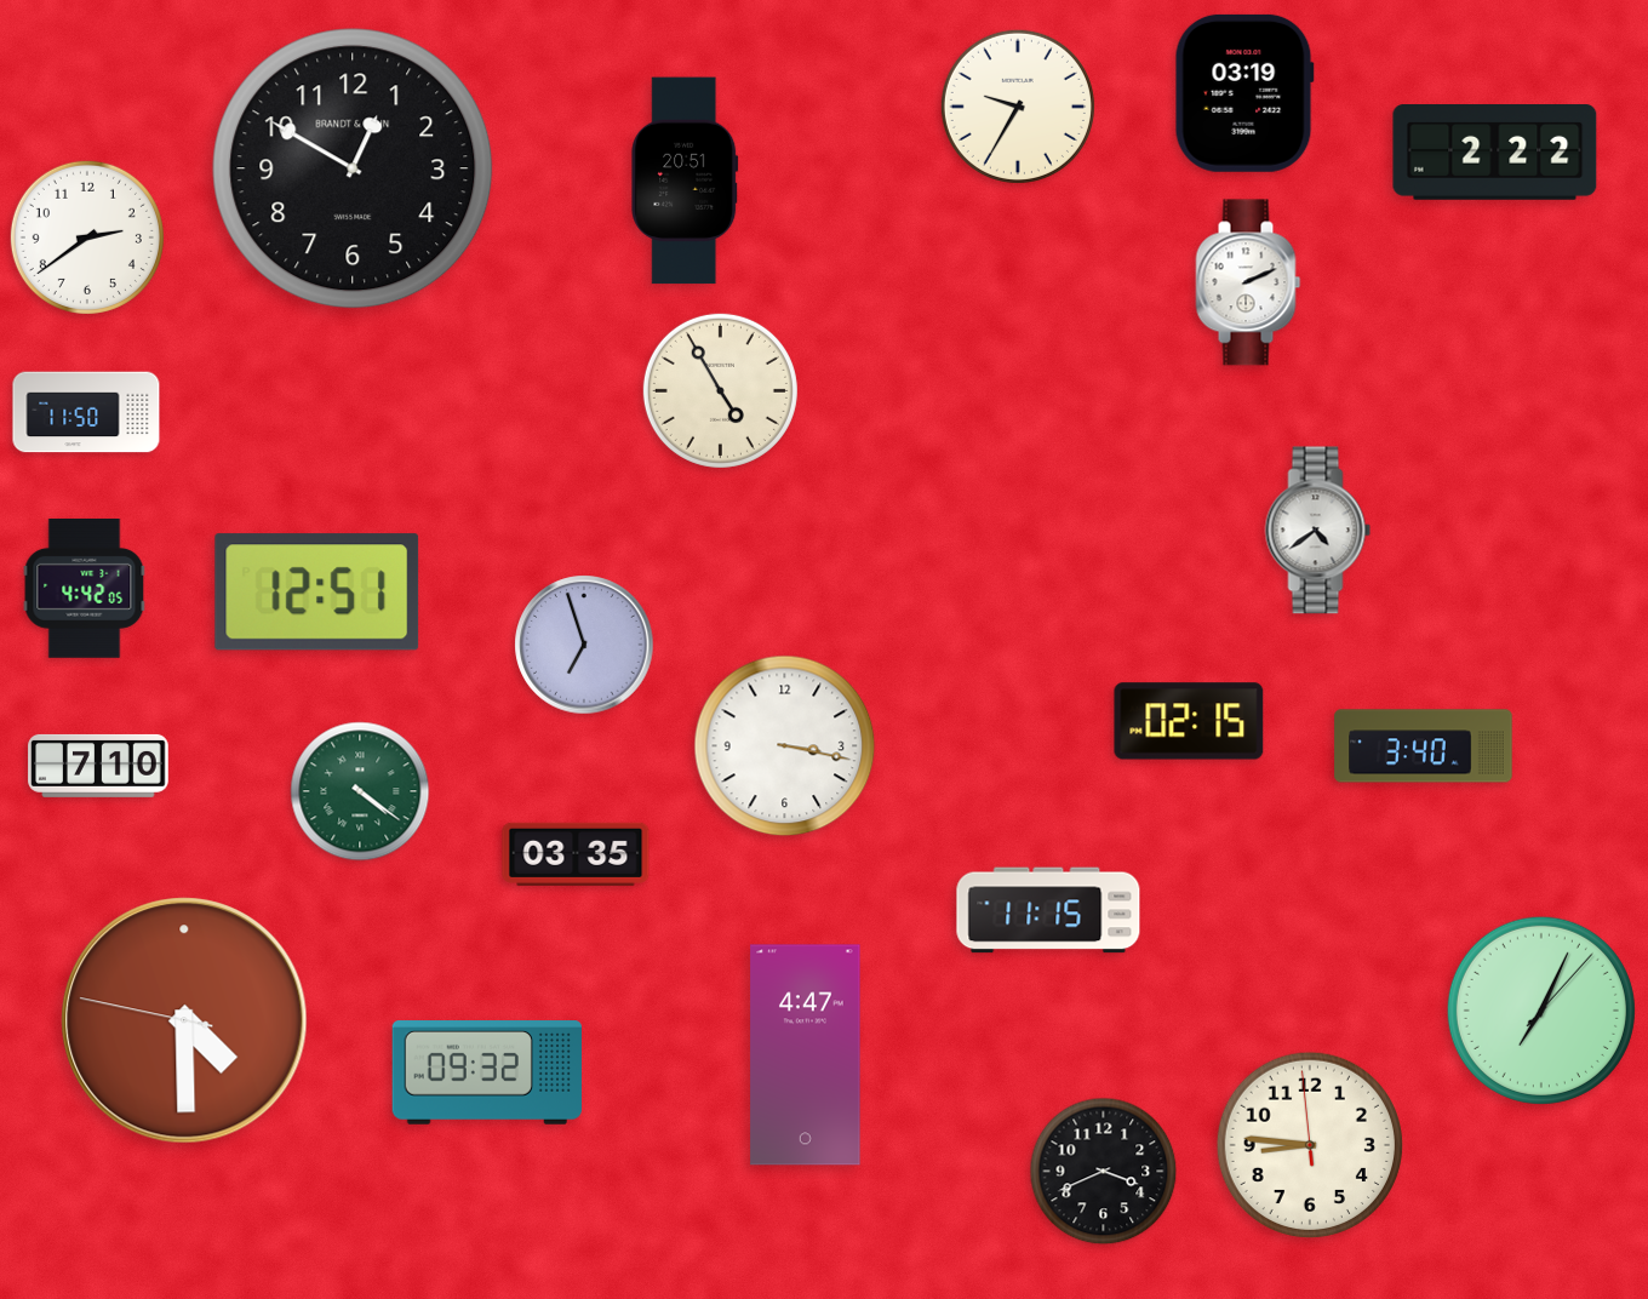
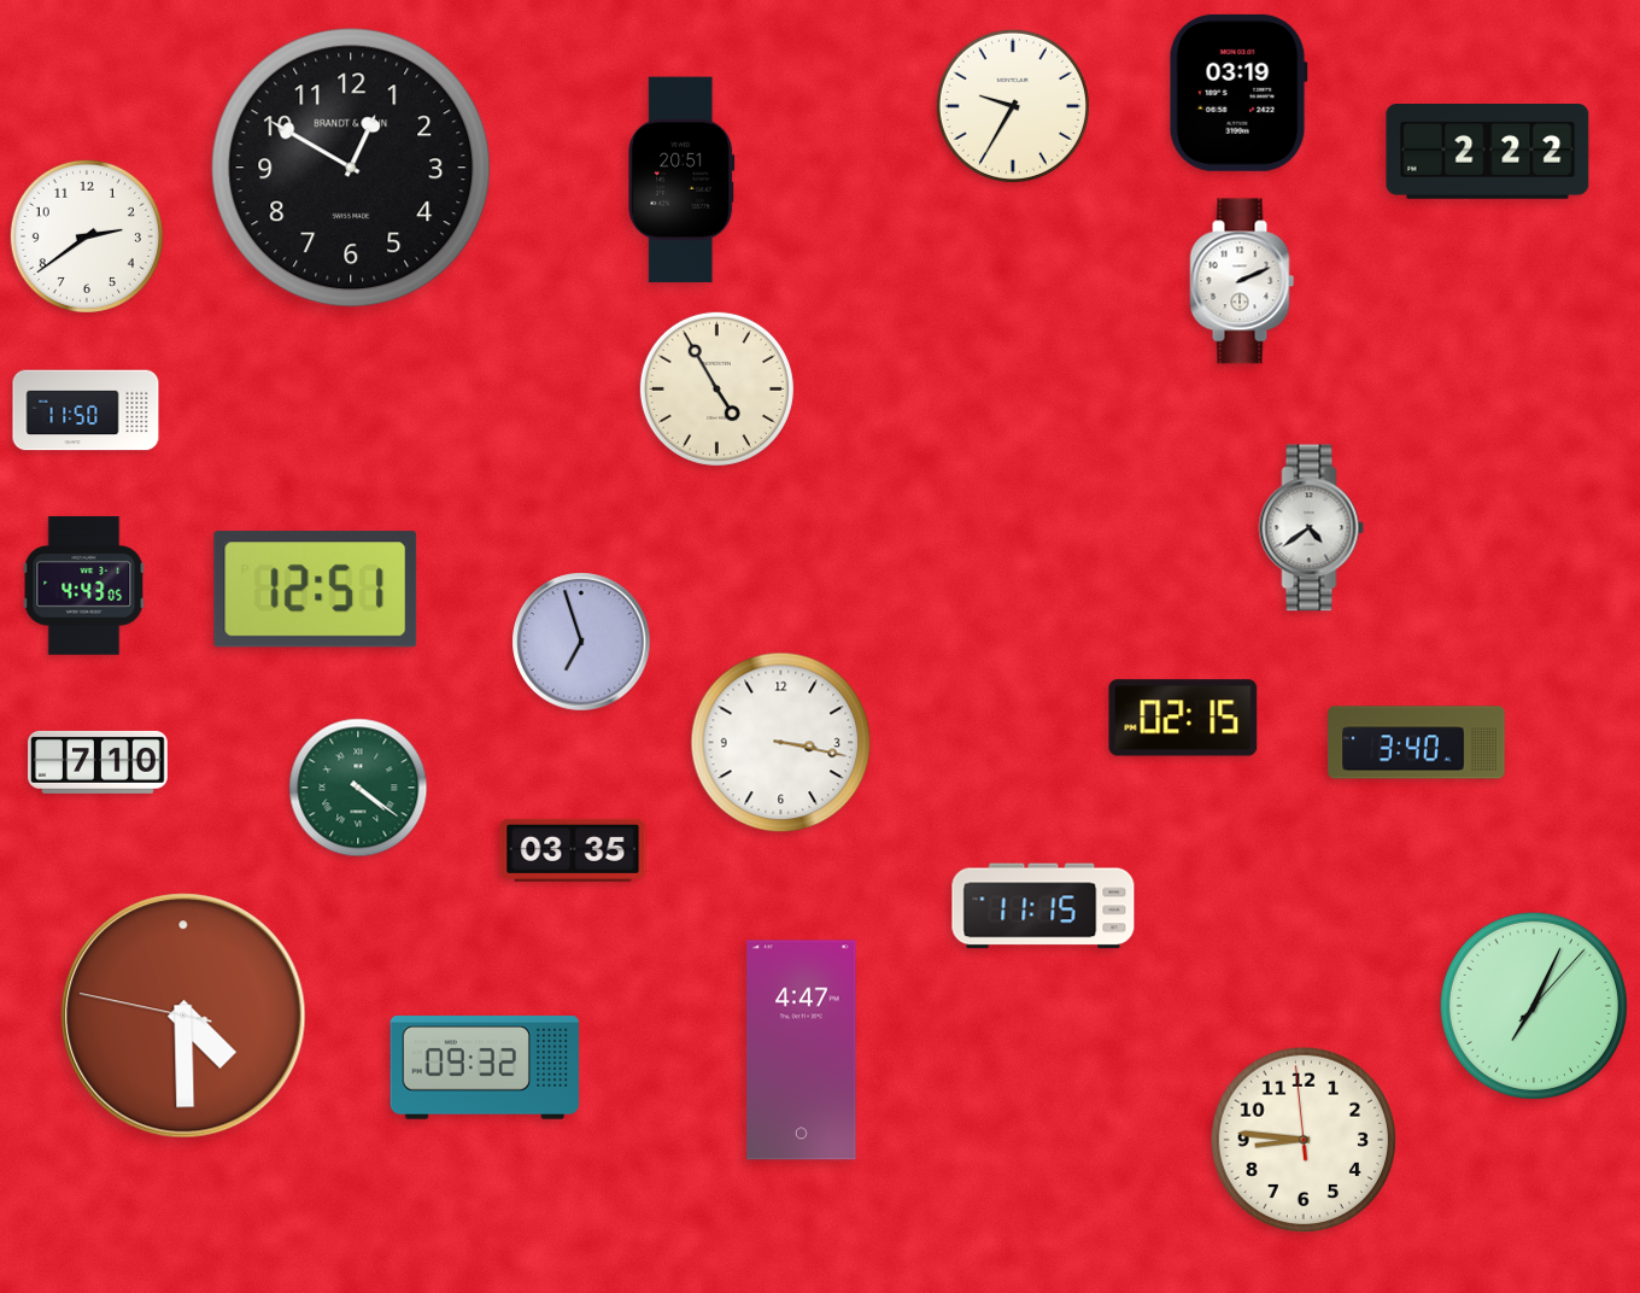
clock at (85, 588): 4:42 -> 4:43
clock at (1104, 1172): 3:41 -> none
